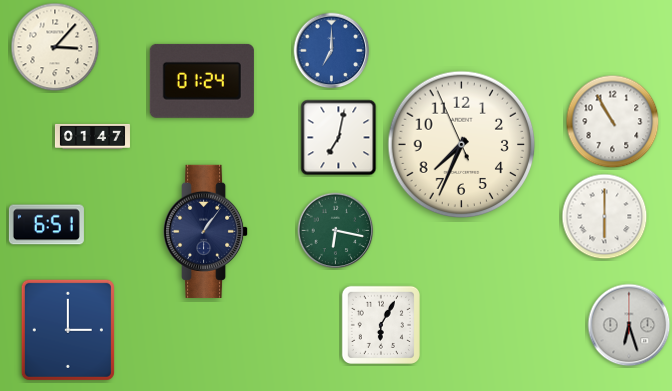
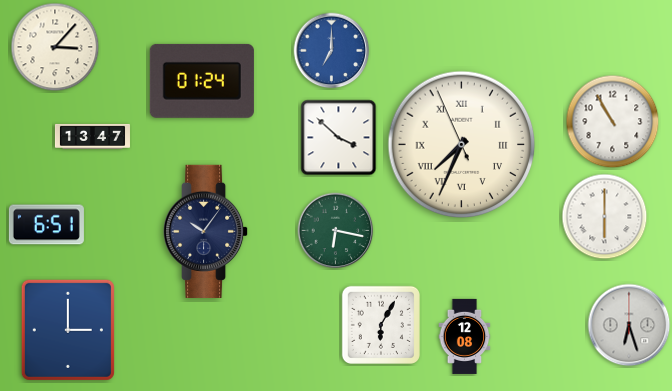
clock at (92, 136): 01:47 -> 13:47
clock at (339, 138): 7:02 -> 3:52
clock at (462, 145) numerals: Arabic -> Roman
clock at (207, 231): 1:06 -> 10:06
clock at (465, 336): none -> 12:08
